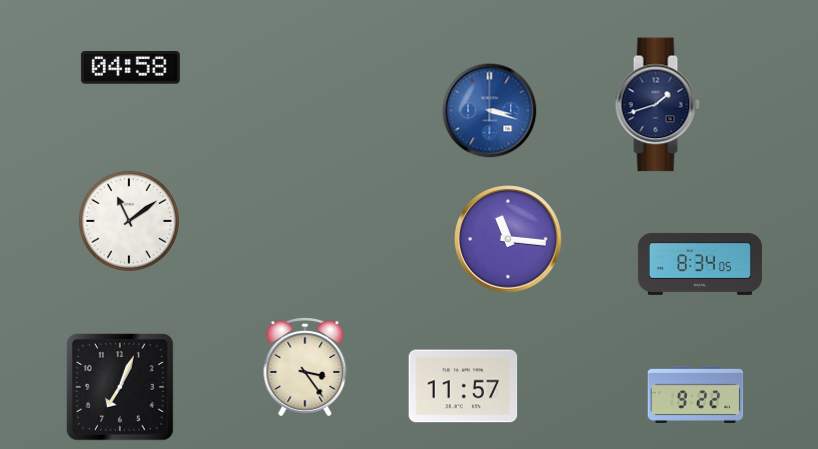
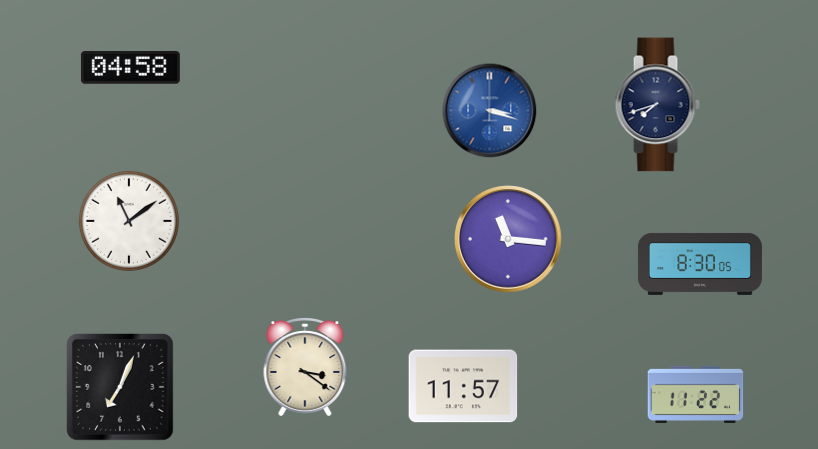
clock at (657, 105): 1:42 -> 7:42
clock at (700, 264): 8:34 -> 8:30
clock at (305, 368): 3:24 -> 3:21
clock at (696, 394): 9:22 -> 11:22
